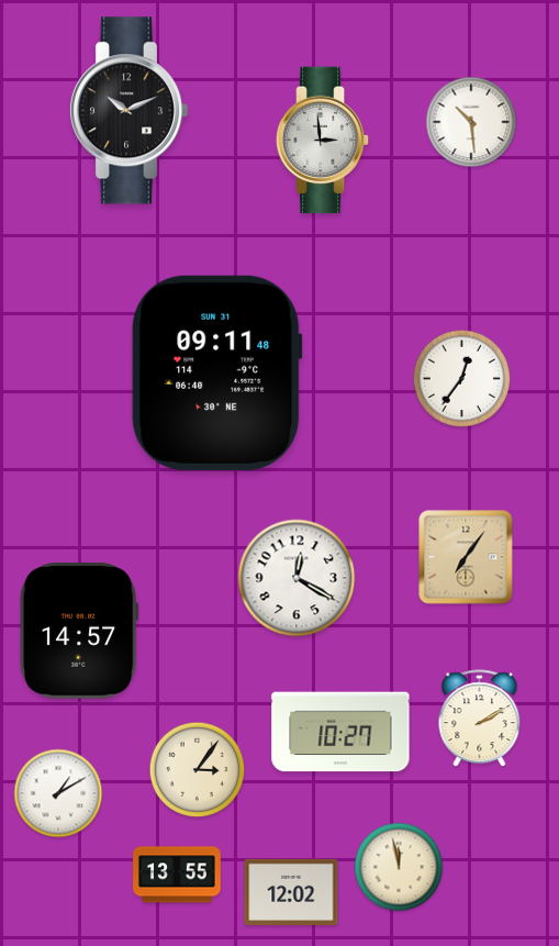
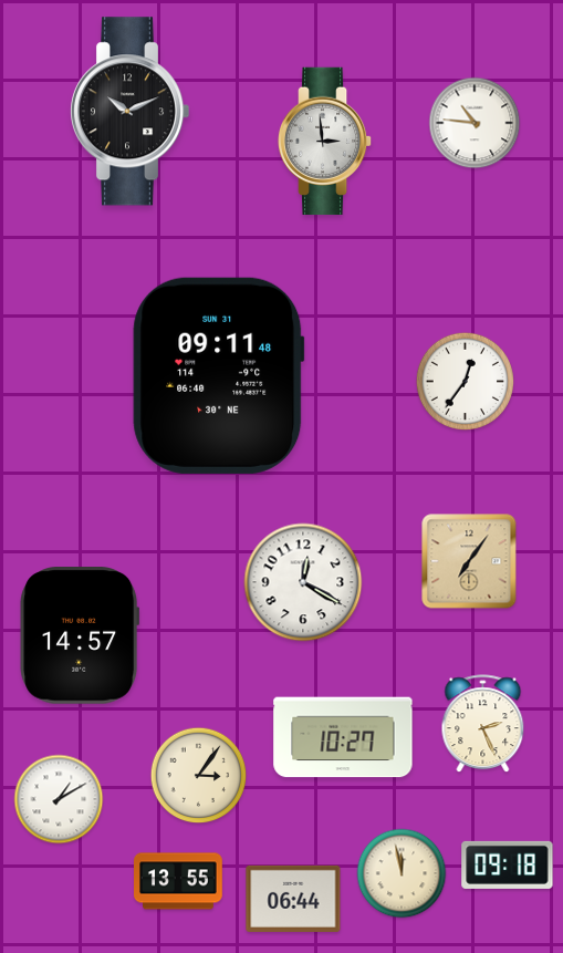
clock at (471, 122): 10:29 -> 10:46
clock at (297, 578) position: (297, 578) -> (303, 582)
clock at (480, 719): 2:10 -> 2:26
clock at (508, 864): none -> 09:18
clock at (291, 892): 12:02 -> 06:44
